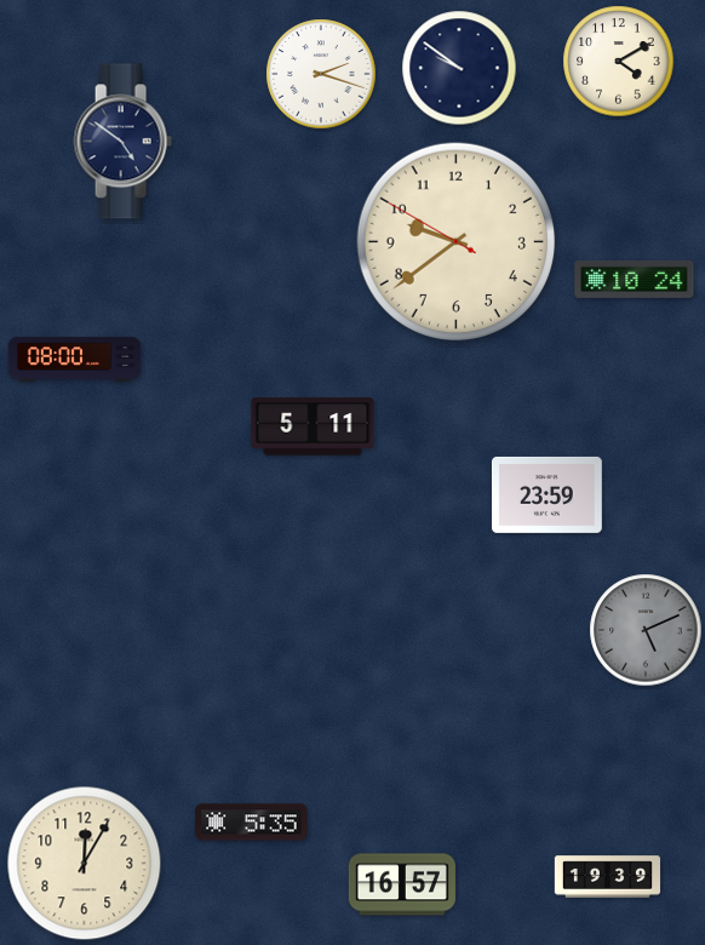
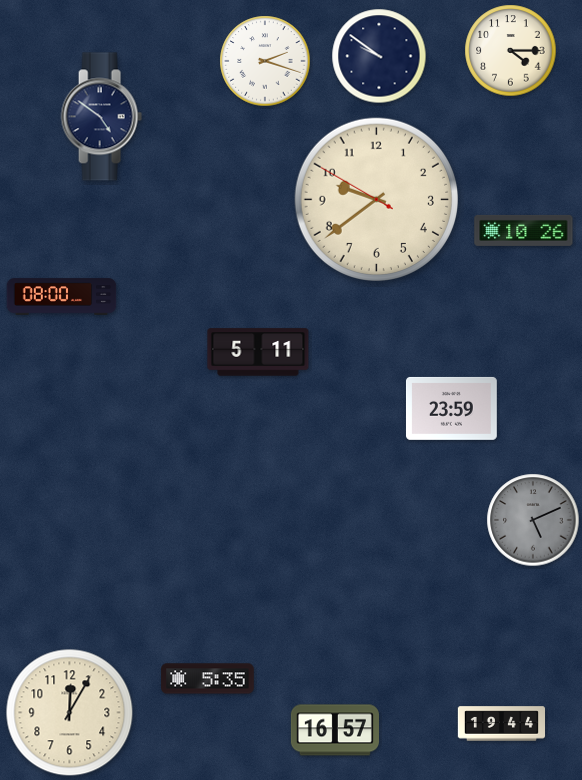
clock at (619, 62): 4:10 -> 4:15
clock at (635, 279): 10:24 -> 10:26
clock at (608, 877): 19:39 -> 19:44
clock at (402, 884) position: (402, 884) -> (335, 730)
